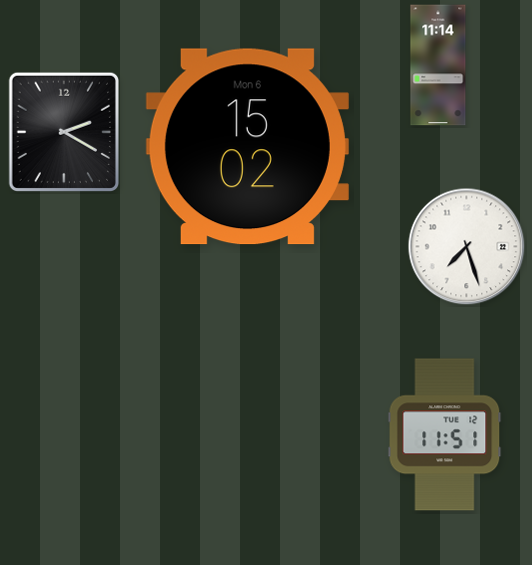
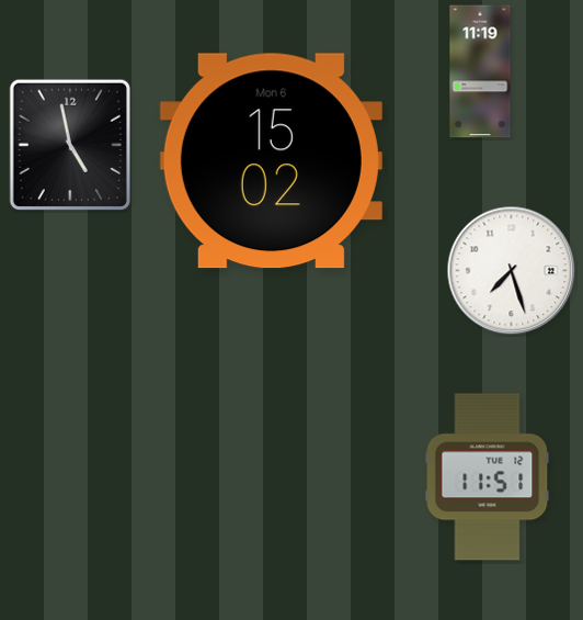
clock at (438, 65): 11:14 -> 11:19
clock at (63, 131): 2:20 -> 4:58
